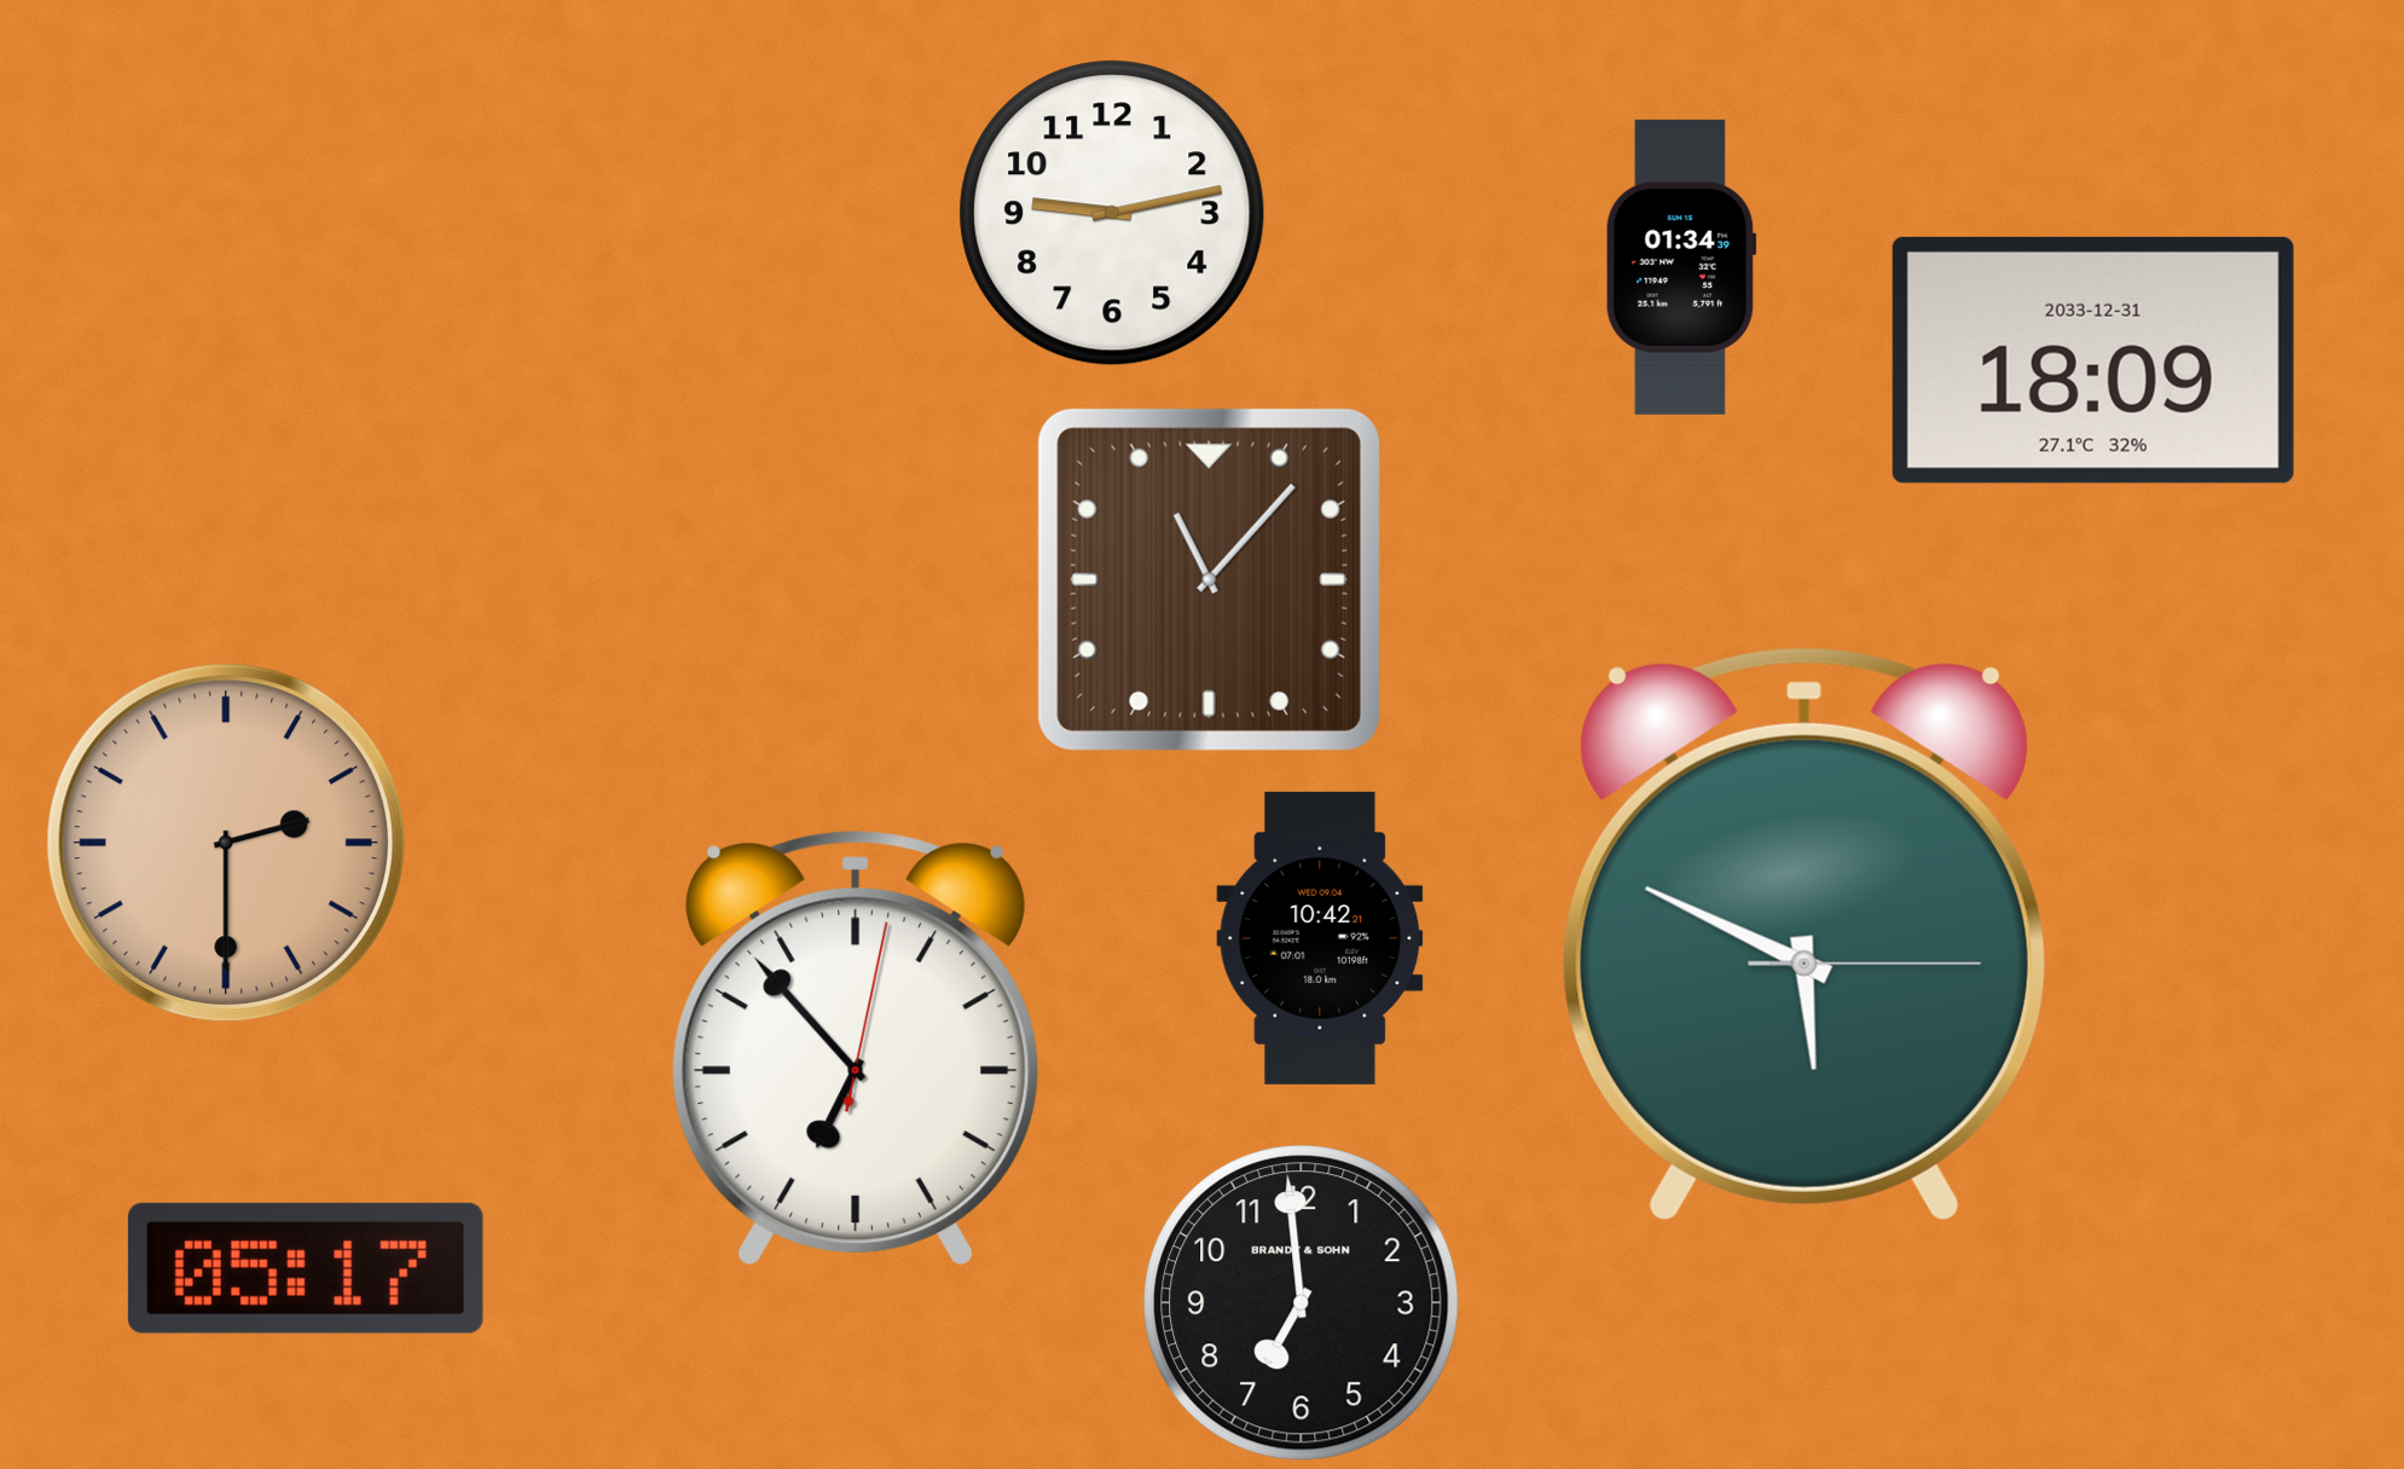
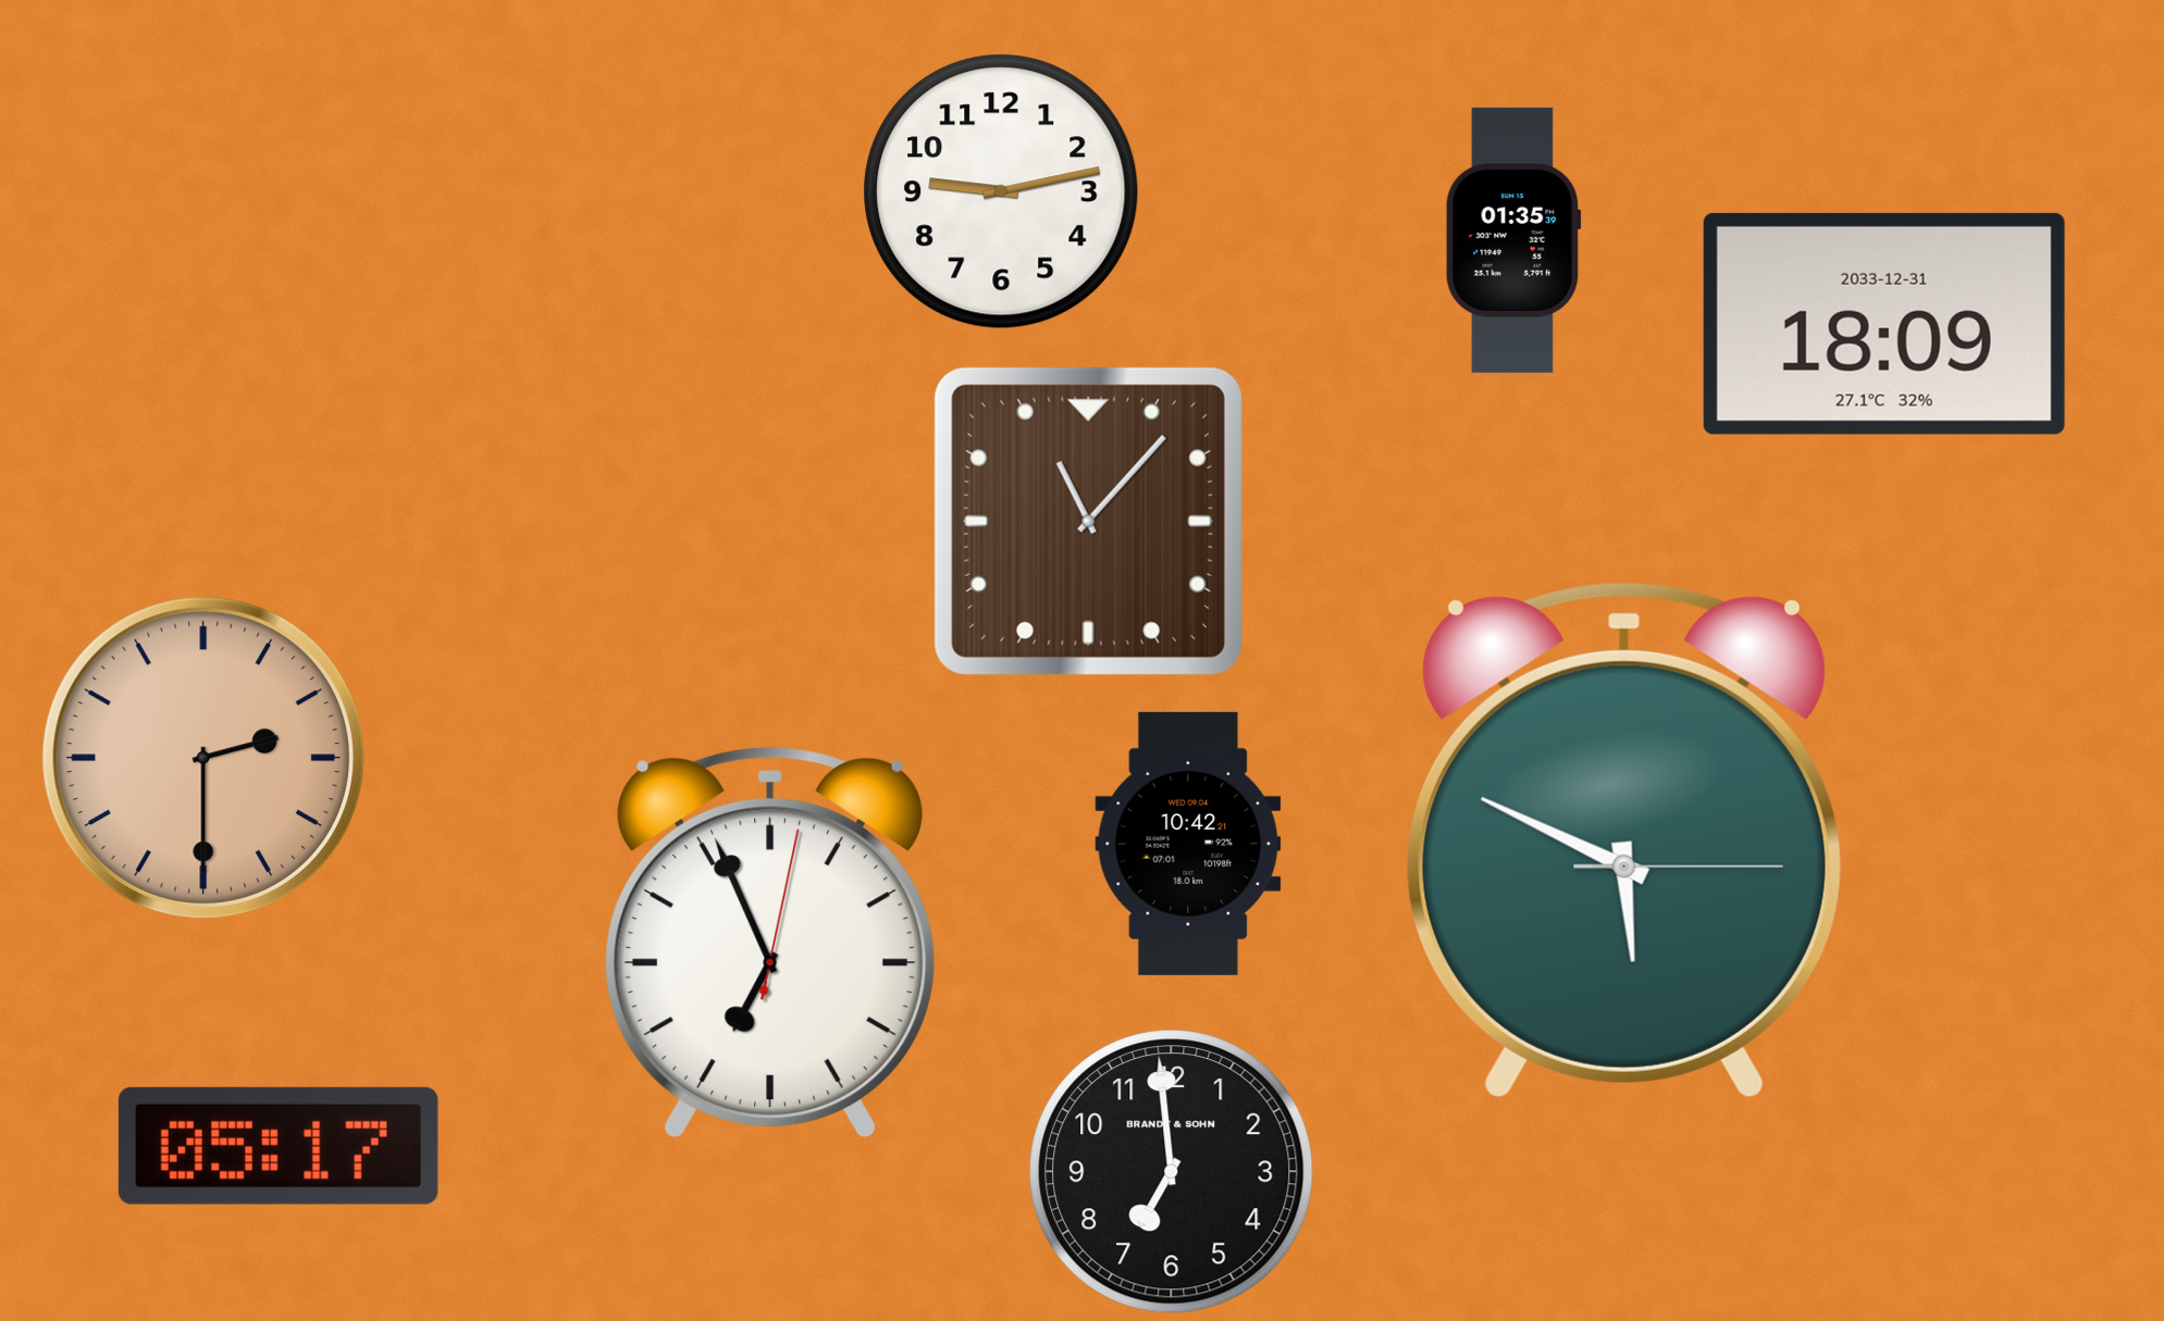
clock at (1681, 267): 01:34 -> 01:35
clock at (856, 1048): 6:53 -> 6:56
clock at (306, 1268) position: (306, 1268) -> (279, 1146)
